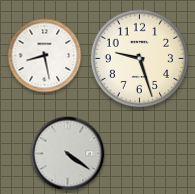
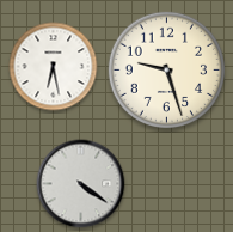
clock at (45, 56): 8:28 -> 6:28
